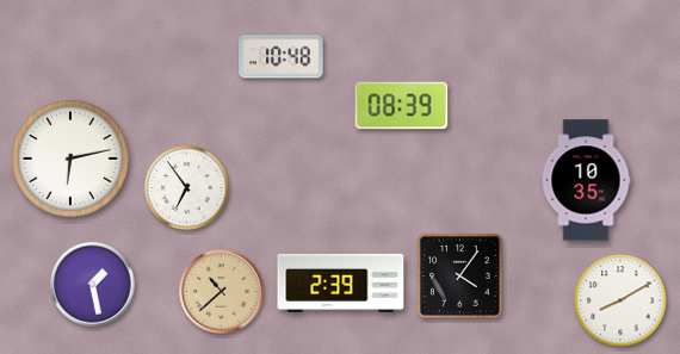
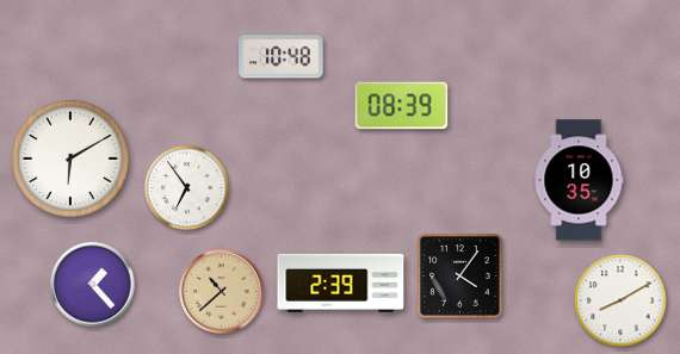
clock at (70, 159): 6:13 -> 6:10
clock at (586, 180) position: (586, 180) -> (579, 180)
clock at (93, 285): 1:28 -> 1:23
